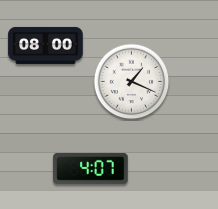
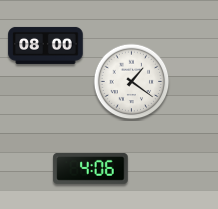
clock at (132, 82): 1:19 -> 1:21
clock at (91, 168): 4:07 -> 4:06
